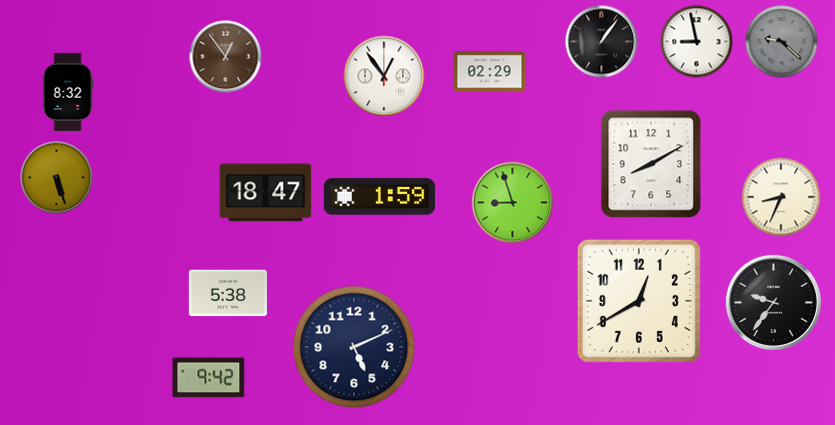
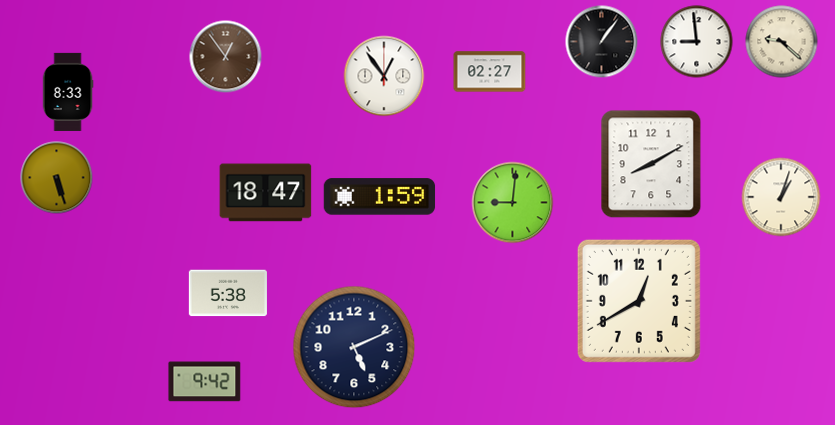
clock at (697, 42): 8:58 -> 8:59
clock at (782, 42) dial: grey -> cream
clock at (490, 72): 02:29 -> 02:27
clock at (68, 92): 8:32 -> 8:33
clock at (781, 197): 8:34 -> 1:03
clock at (513, 203): 8:57 -> 9:01
clock at (773, 302): 9:36 -> none
clock at (209, 378) position: (209, 378) -> (205, 382)
